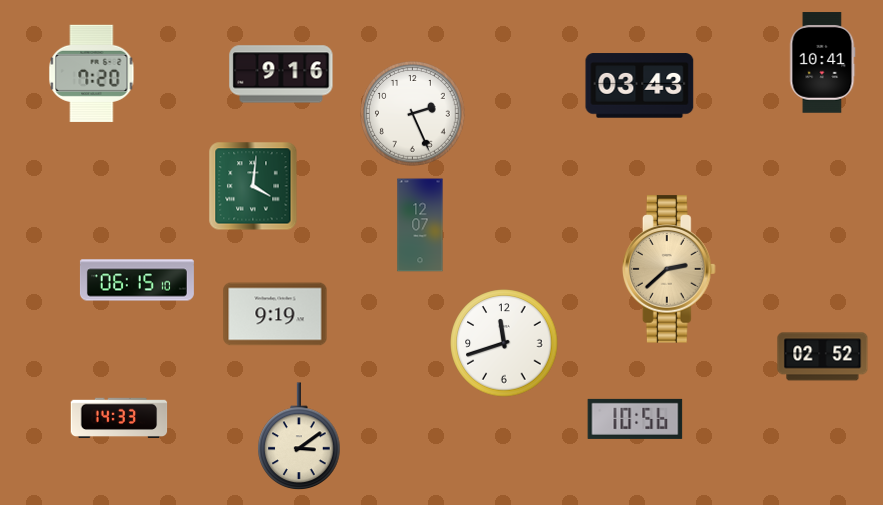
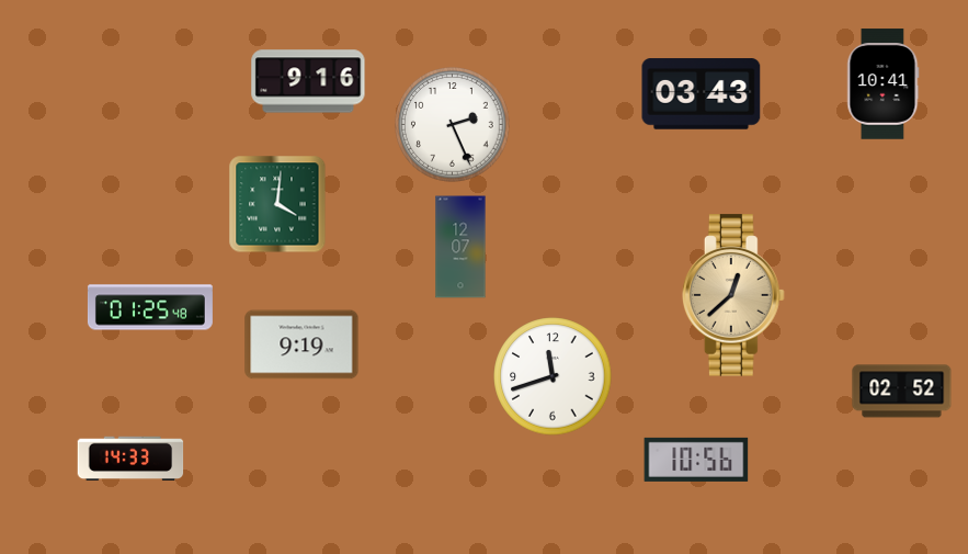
clock at (823, 63) position: (823, 63) -> (884, 84)
clock at (92, 73): 7:20 -> none
clock at (669, 269): 2:38 -> 12:38
clock at (137, 280): 06:15 -> 01:25
clock at (299, 436): 3:09 -> none
